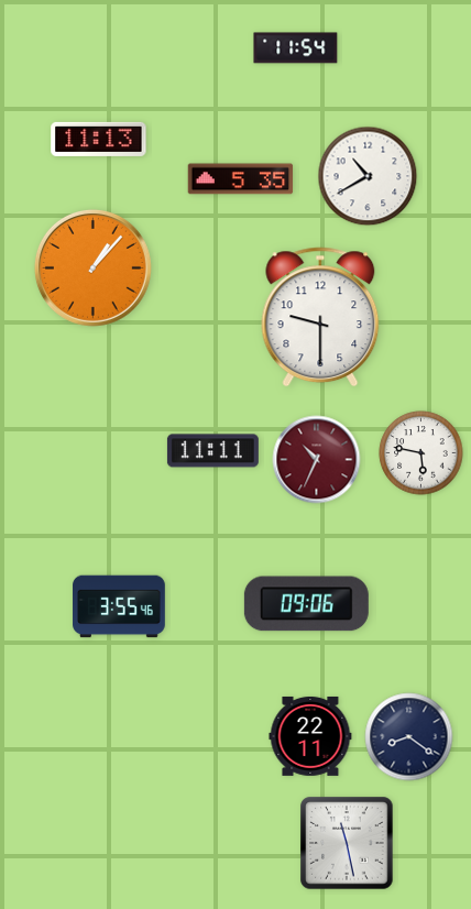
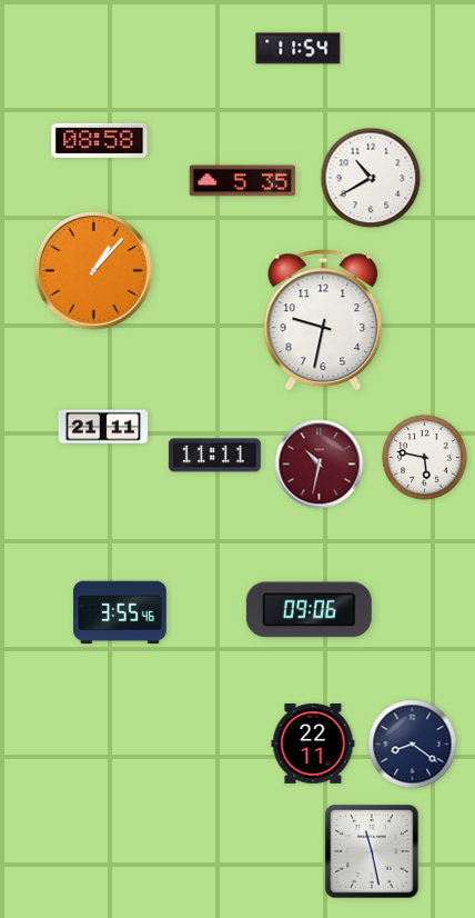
clock at (99, 139): 11:13 -> 08:58
clock at (320, 317): 9:30 -> 9:32
clock at (103, 427): none -> 21:11
clock at (317, 460): 10:34 -> 10:32
clock at (347, 843) position: (347, 843) -> (372, 851)
